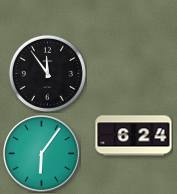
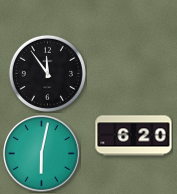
clock at (134, 136): 6:24 -> 6:20
clock at (42, 154): 6:06 -> 6:02
